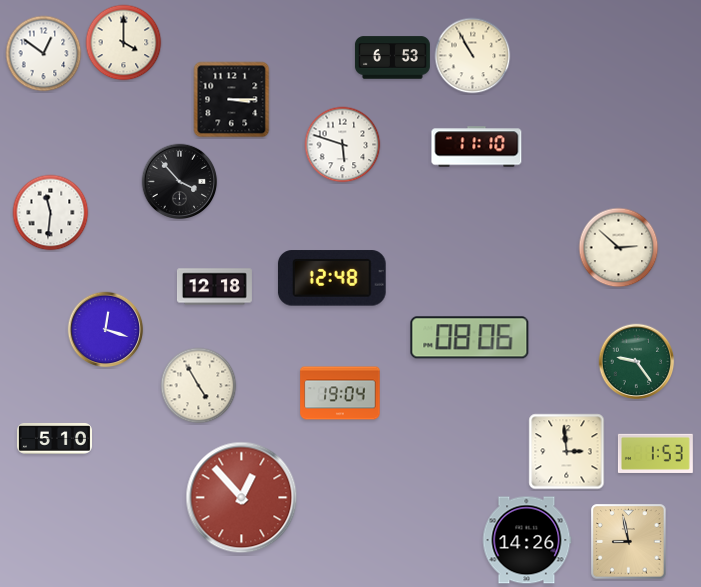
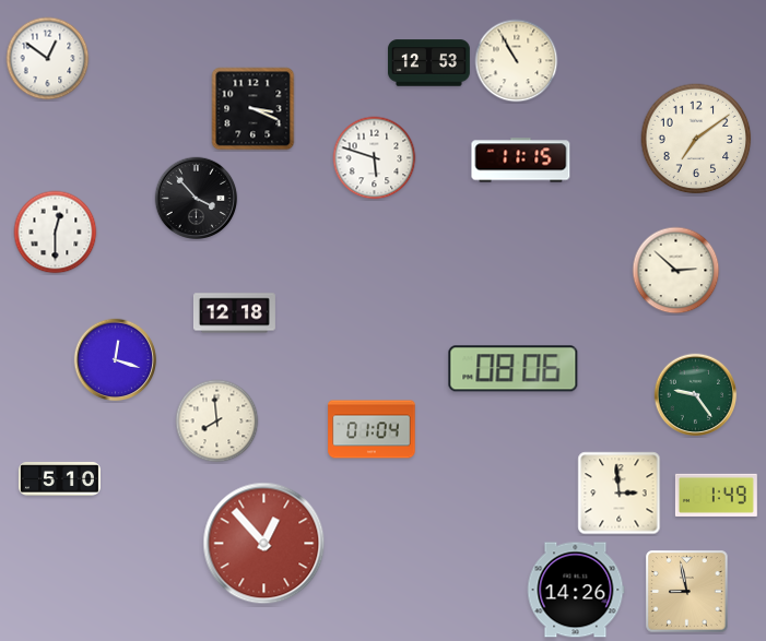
clock at (124, 43): 4:00 -> none
clock at (392, 58): 6:53 -> 12:53
clock at (232, 100): 3:15 -> 3:19
clock at (696, 139): none -> 7:09
clock at (477, 147): 11:10 -> 11:15
clock at (51, 213): 11:31 -> 12:30
clock at (332, 278): 12:48 -> none
clock at (199, 386): 4:55 -> 7:59
clock at (340, 393): 19:04 -> 01:04
clock at (655, 453): 1:53 -> 1:49
